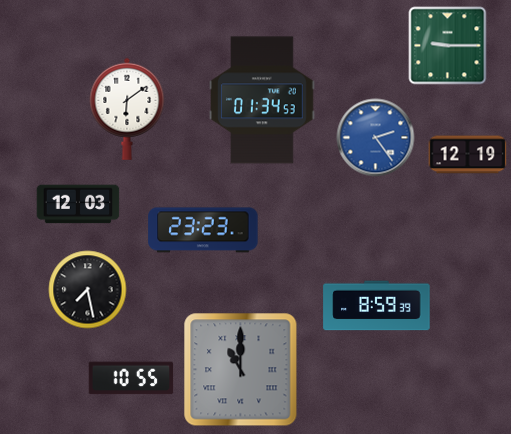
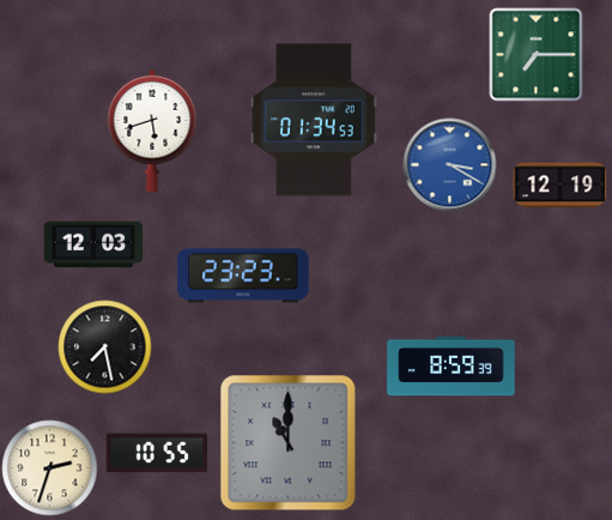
clock at (447, 45): 9:15 -> 7:15
clock at (127, 109): 6:09 -> 5:42
clock at (375, 137): 2:24 -> 3:20
clock at (49, 467): none -> 2:33
